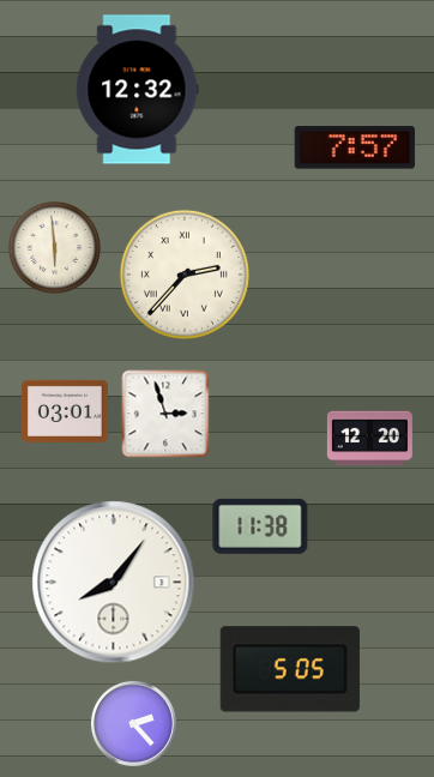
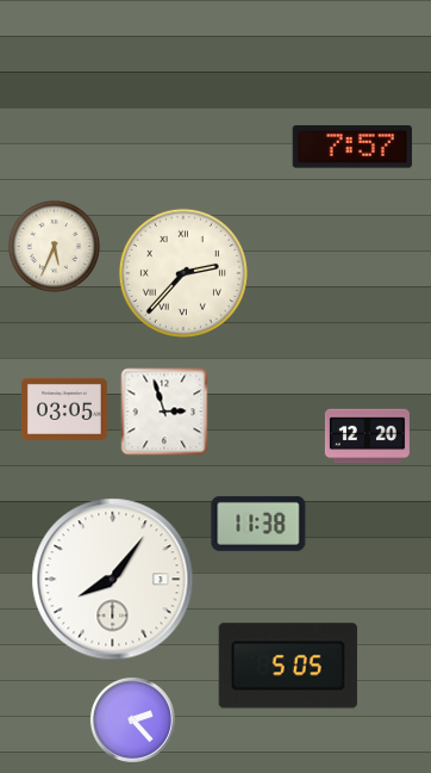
clock at (138, 90): 12:32 -> none
clock at (54, 247): 5:59 -> 5:34
clock at (65, 411): 03:01 -> 03:05
